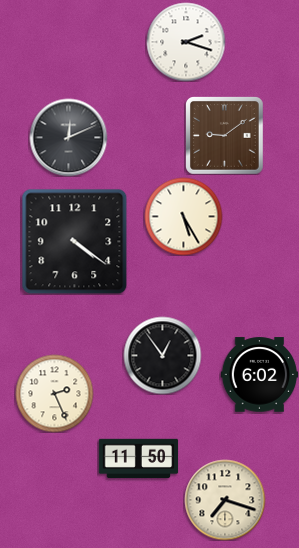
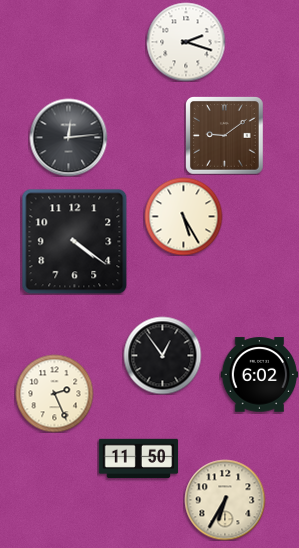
clock at (68, 137): 12:11 -> 12:14
clock at (225, 500): 7:18 -> 6:35
